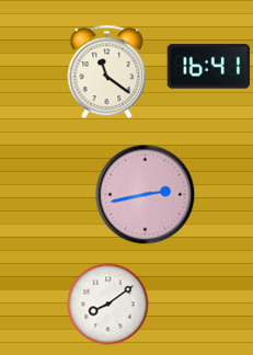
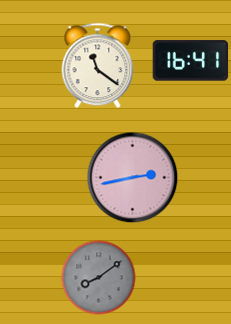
clock at (108, 305) dial: white -> grey
